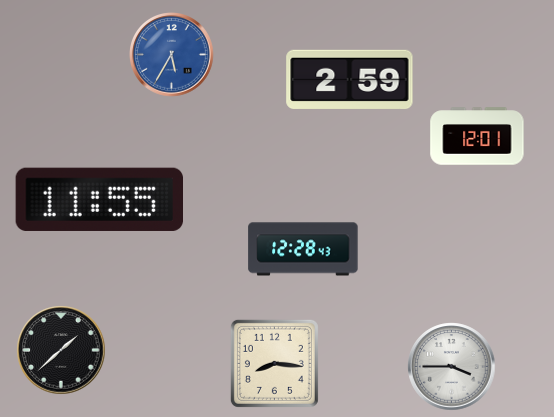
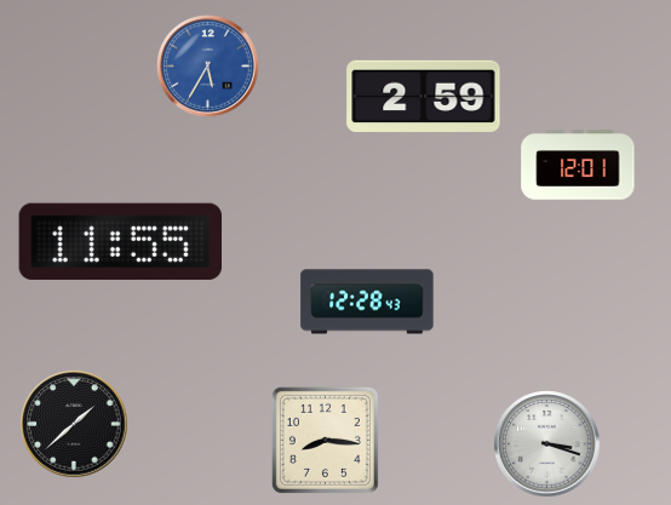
clock at (274, 363) position: (274, 363) -> (325, 440)
clock at (452, 367): 3:45 -> 3:18
